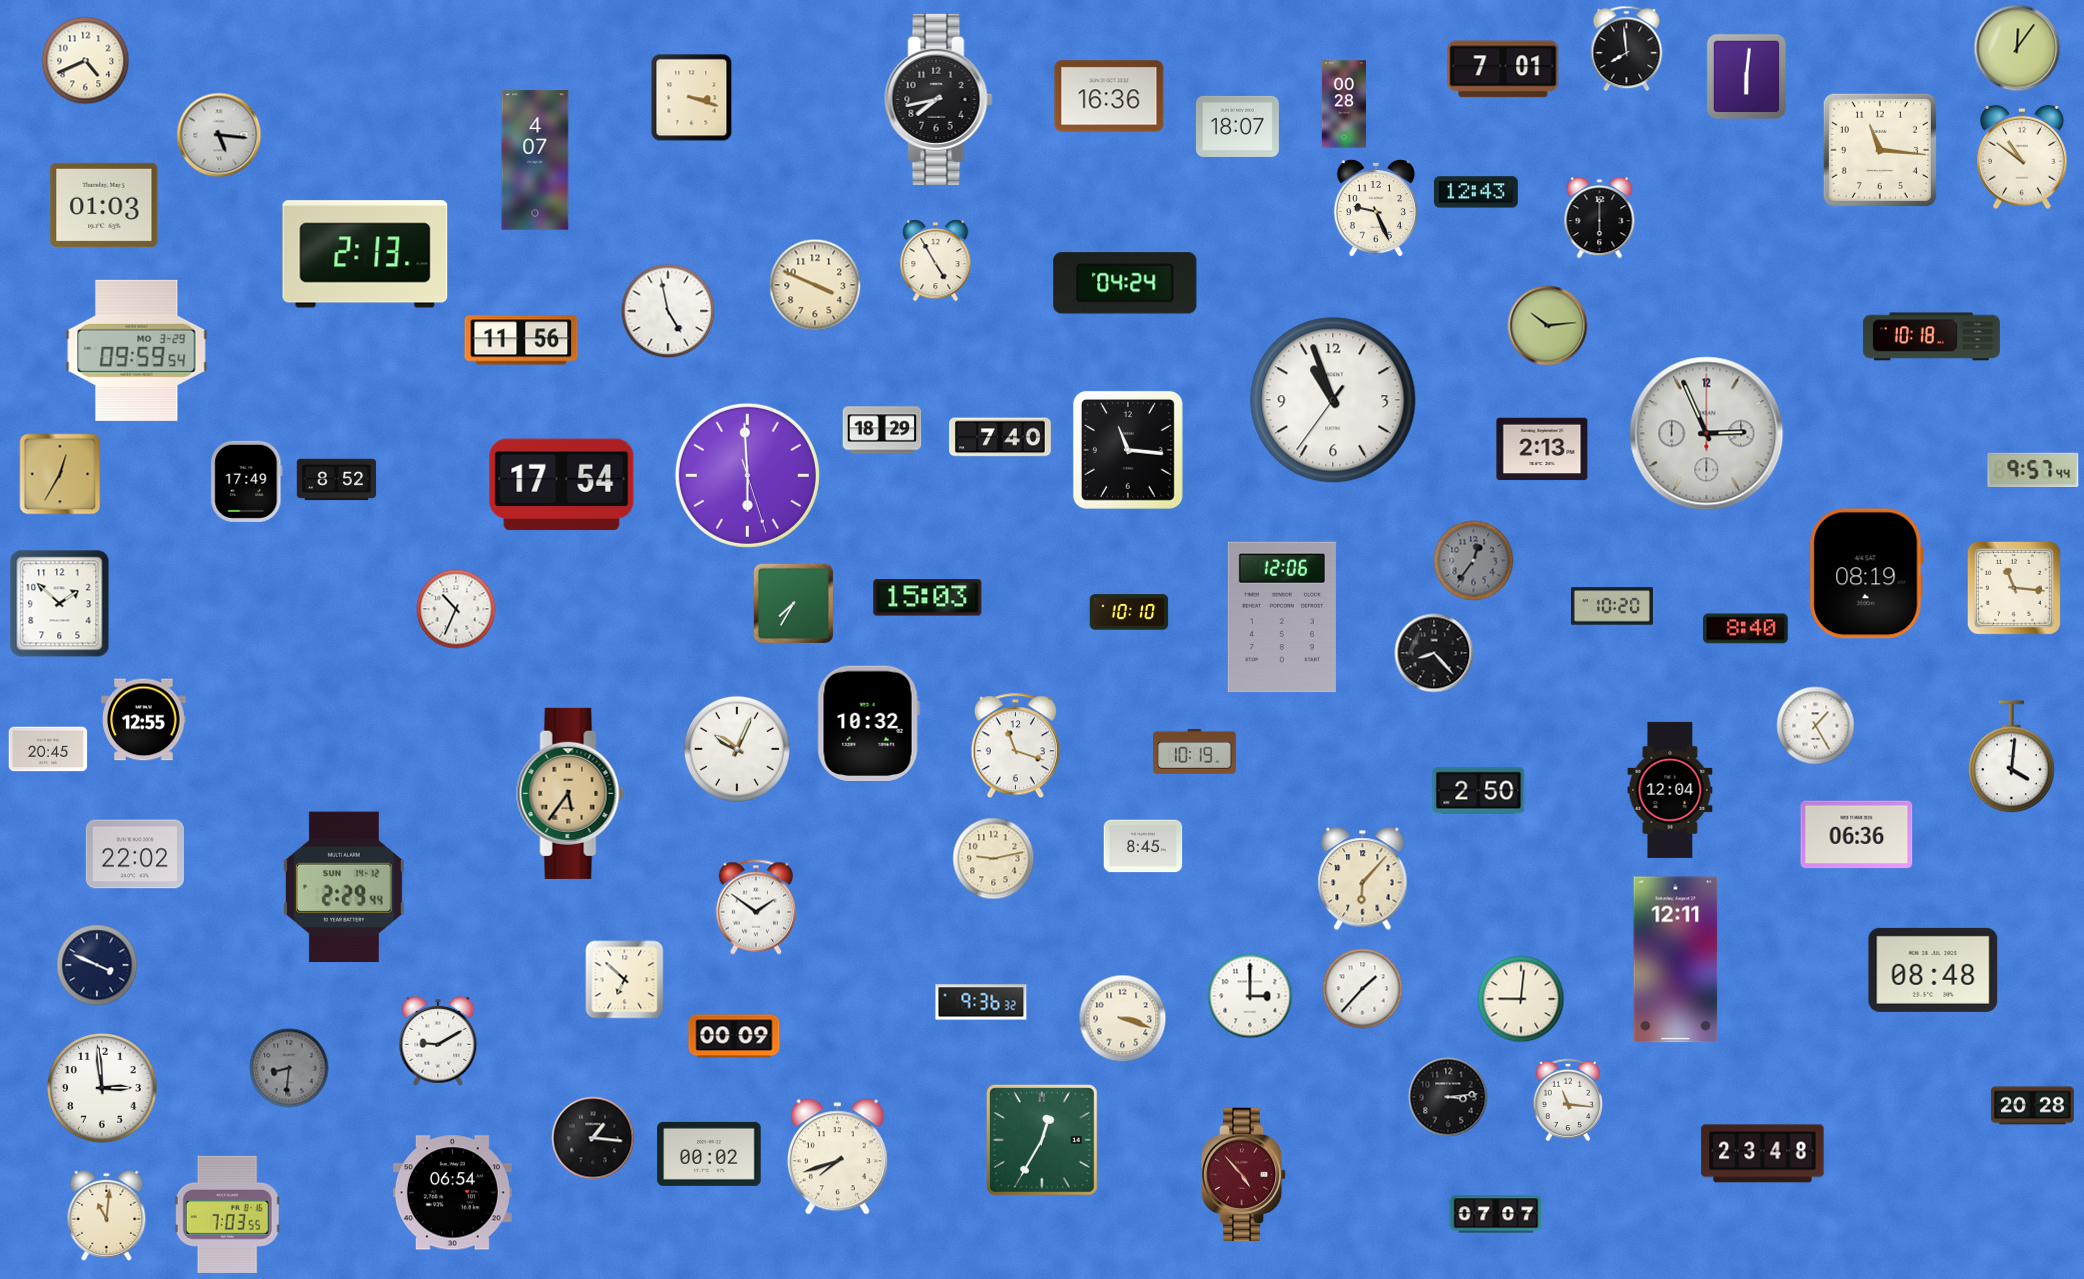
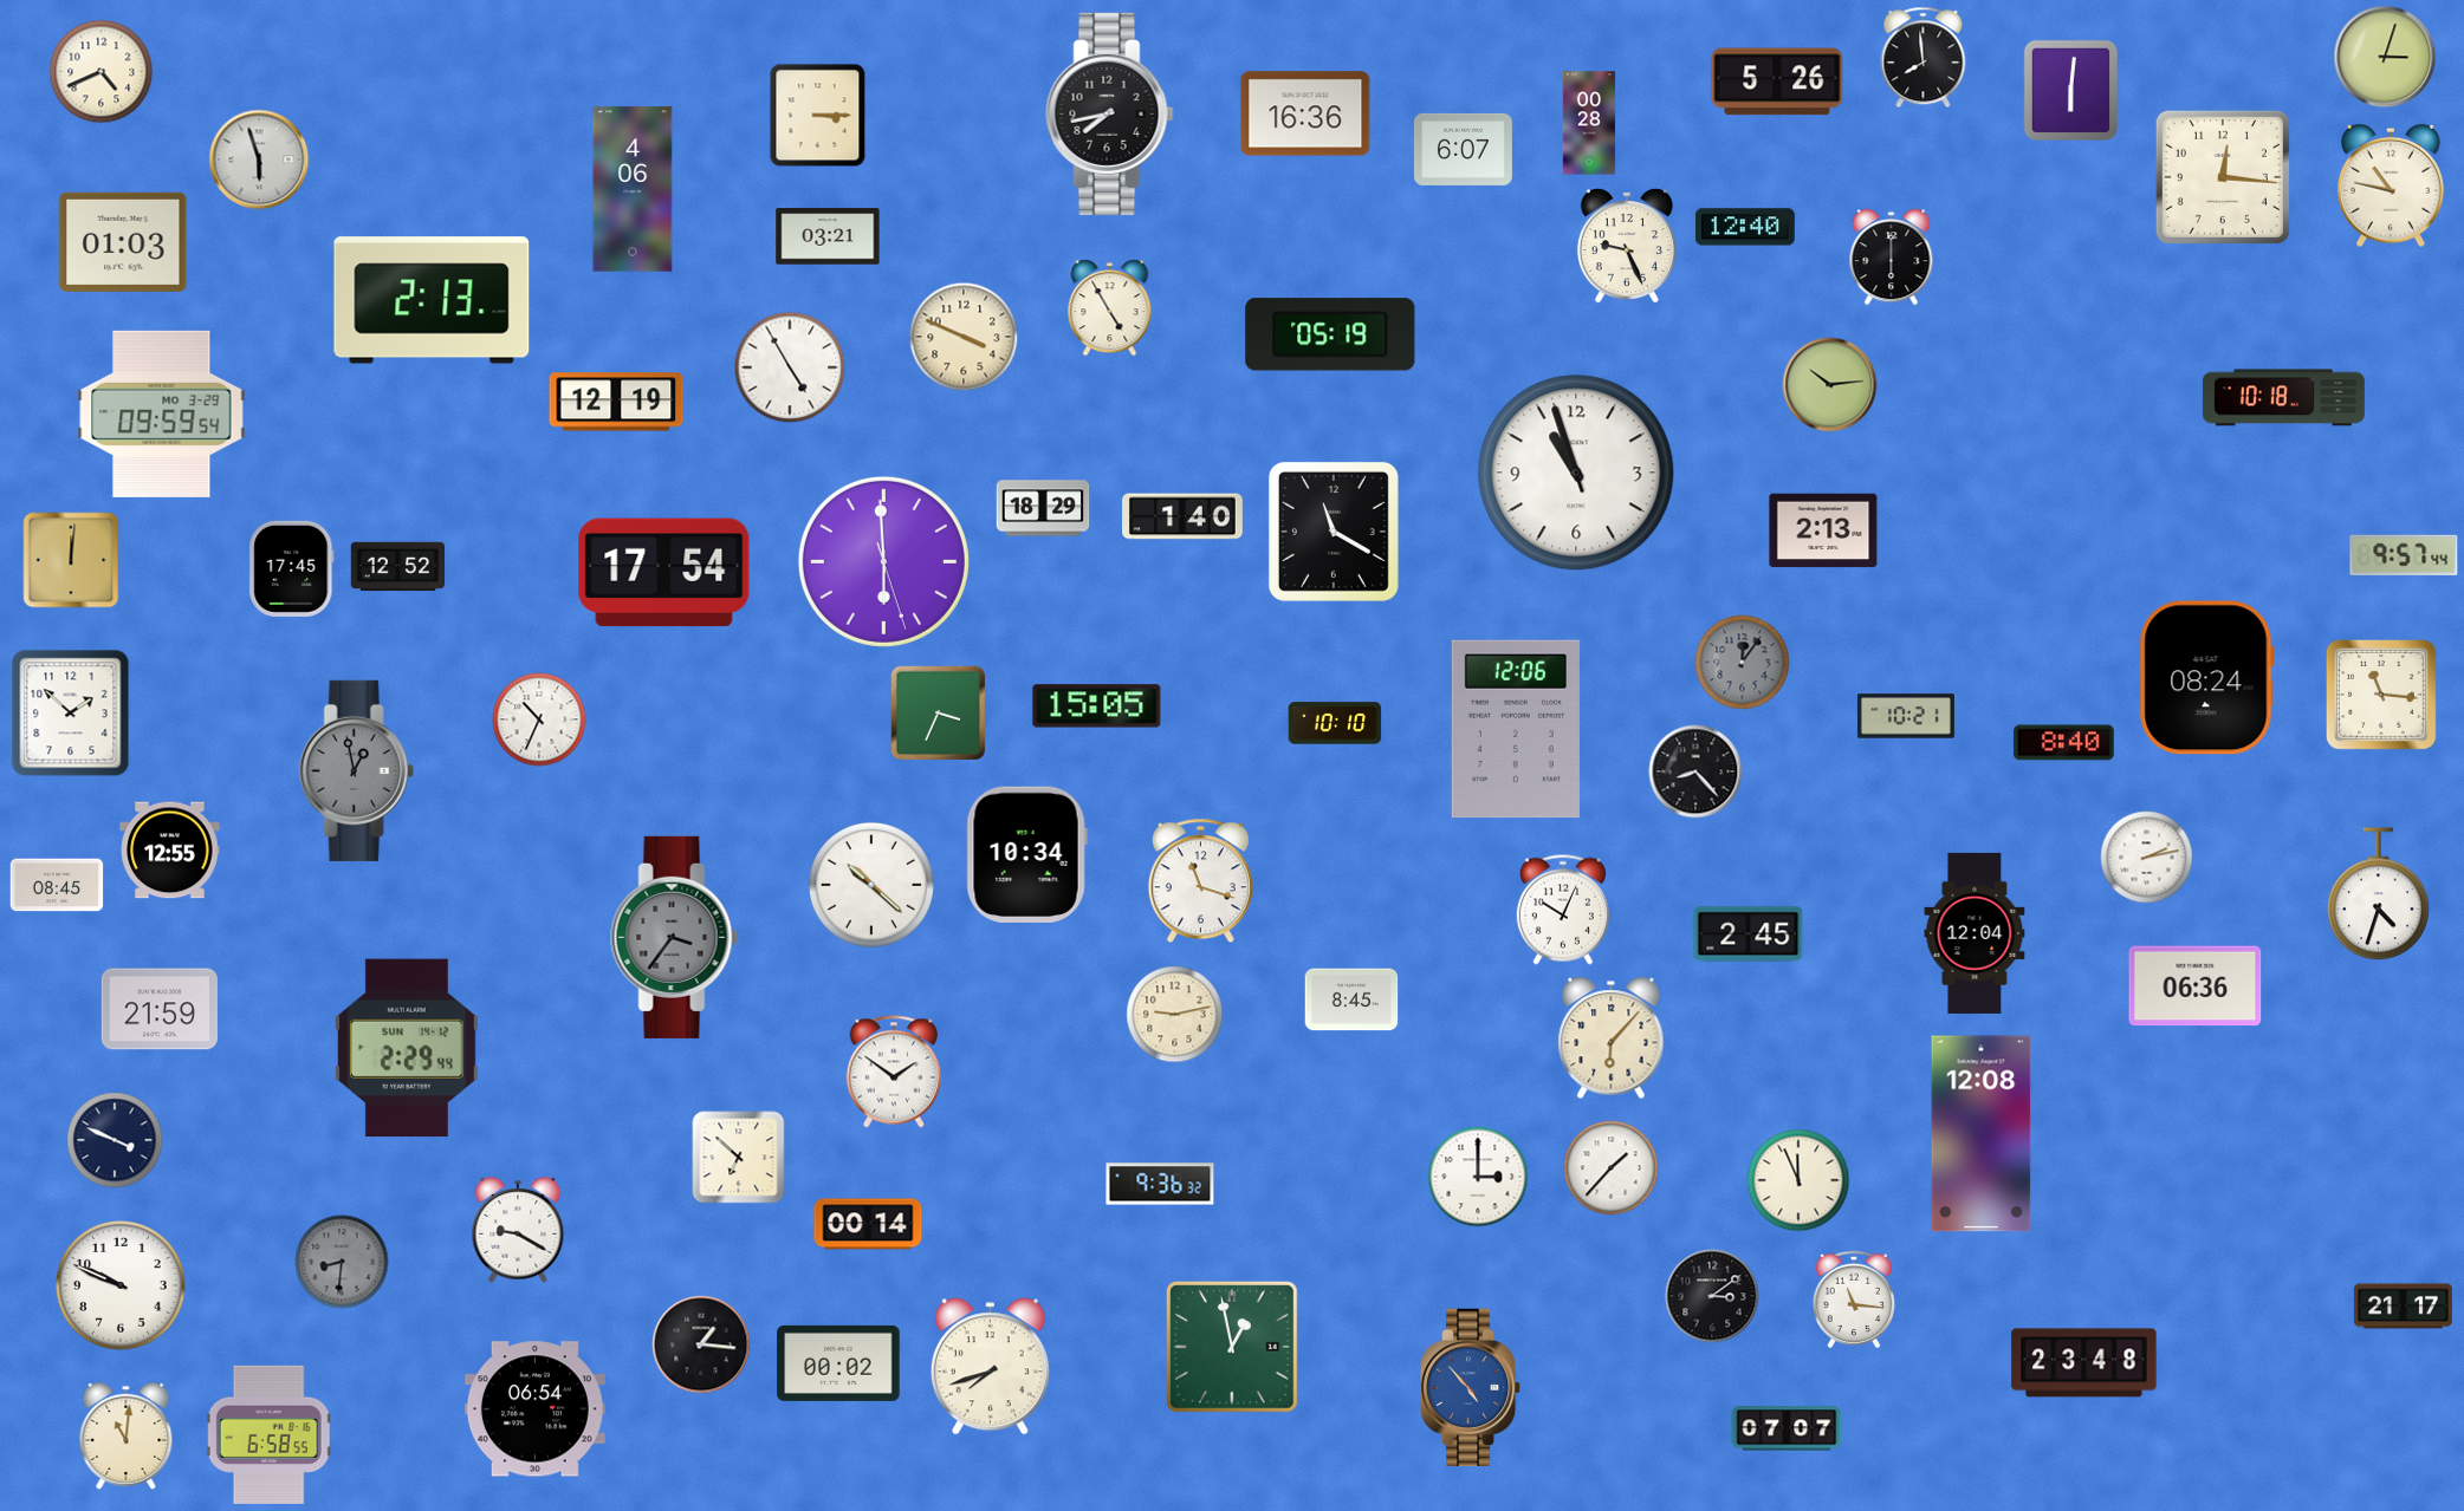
clock at (2017, 48): 12:06 -> 3:03
clock at (1503, 69): 7:01 -> 5:26
clock at (1746, 76) position: (1746, 76) -> (2070, 90)
clock at (1109, 96) position: (1109, 96) -> (1305, 113)
clock at (692, 98): 3:18 -> 3:15
clock at (939, 99) position: (939, 99) -> (1110, 113)
clock at (1237, 126): 18:07 -> 6:07
clock at (219, 135): 5:16 -> 5:57
clock at (1880, 150): 11:16 -> 12:16
clock at (2023, 157): 10:51 -> 10:47
clock at (535, 160): 4:07 -> 4:06
clock at (1477, 192): 12:43 -> 12:40
clock at (828, 236): none -> 03:21
clock at (936, 261) position: (936, 261) -> (1110, 308)
clock at (1125, 283): 04:24 -> 05:19
clock at (668, 311): 4:58 -> 4:55
clock at (521, 340): 11:56 -> 12:19
clock at (1333, 400): 10:56:36 -> 10:56:57
clock at (1707, 434): 2:56 -> none
clock at (1000, 437): 7:40 -> 1:40
clock at (1128, 450): 11:16 -> 11:20
clock at (60, 474): 12:35 -> 12:01
clock at (337, 480): 8:52 -> 12:52
clock at (247, 481): 17:49 -> 17:45
clock at (1474, 561): 12:36 -> 12:06
clock at (1866, 574): 08:19 -> 08:24
clock at (928, 598): 15:03 -> 15:05
clock at (794, 604): 7:35 -> 3:34
clock at (1612, 606): 10:20 -> 10:21
clock at (356, 770): none -> 12:58
clock at (868, 723): 10:32 -> 10:34
clock at (1816, 726): 1:25 -> 2:13
clock at (48, 749): 20:45 -> 08:45
clock at (737, 749): 10:04 -> 10:22
clock at (1194, 751): 10:19 -> none
clock at (2012, 757): 4:01 -> 4:33
clock at (1563, 910): none -> 10:04
clock at (1479, 791): 2:50 -> 2:45
clock at (571, 793): 5:36 -> 3:36
clock at (571, 793) dial: champagne -> grey
clock at (135, 854): 22:02 -> 21:59
clock at (1676, 960): 12:11 -> 12:08
clock at (1933, 970): 08:48 -> none
clock at (1521, 999): 9:01 -> 11:56
clock at (1123, 1019): 3:18 -> none
clock at (734, 1036): 00:09 -> 00:14
clock at (438, 1041): 9:10 -> 9:20
clock at (103, 1089): 2:59 -> 9:49
clock at (1448, 1097): 3:14 -> 3:09
clock at (2032, 1106): 20:28 -> 21:17
clock at (1042, 1140): 12:35 -> 12:58
clock at (1244, 1175) dial: burgundy -> blue
clock at (227, 1214): 7:03 -> 6:58
clock at (1496, 1214) position: (1496, 1214) -> (1787, 1428)
